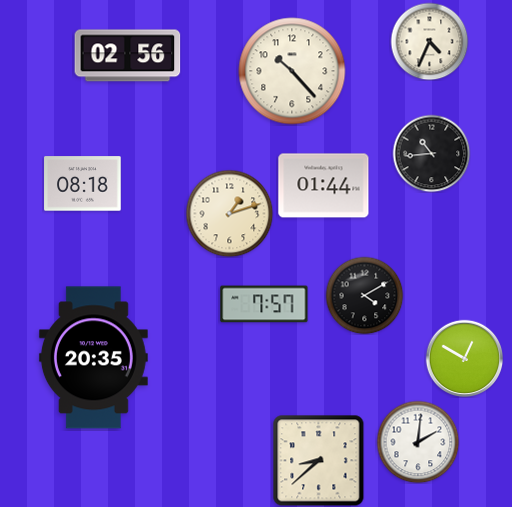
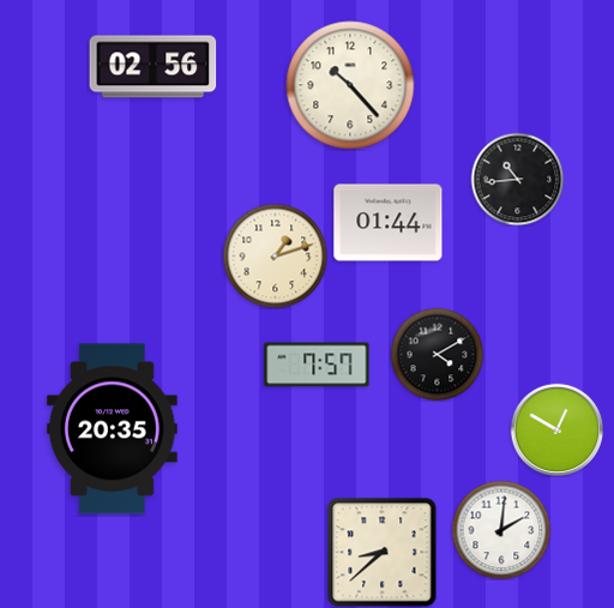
clock at (429, 41): 4:34 -> none
clock at (431, 153) position: (431, 153) -> (517, 179)
clock at (83, 184): 08:18 -> none
